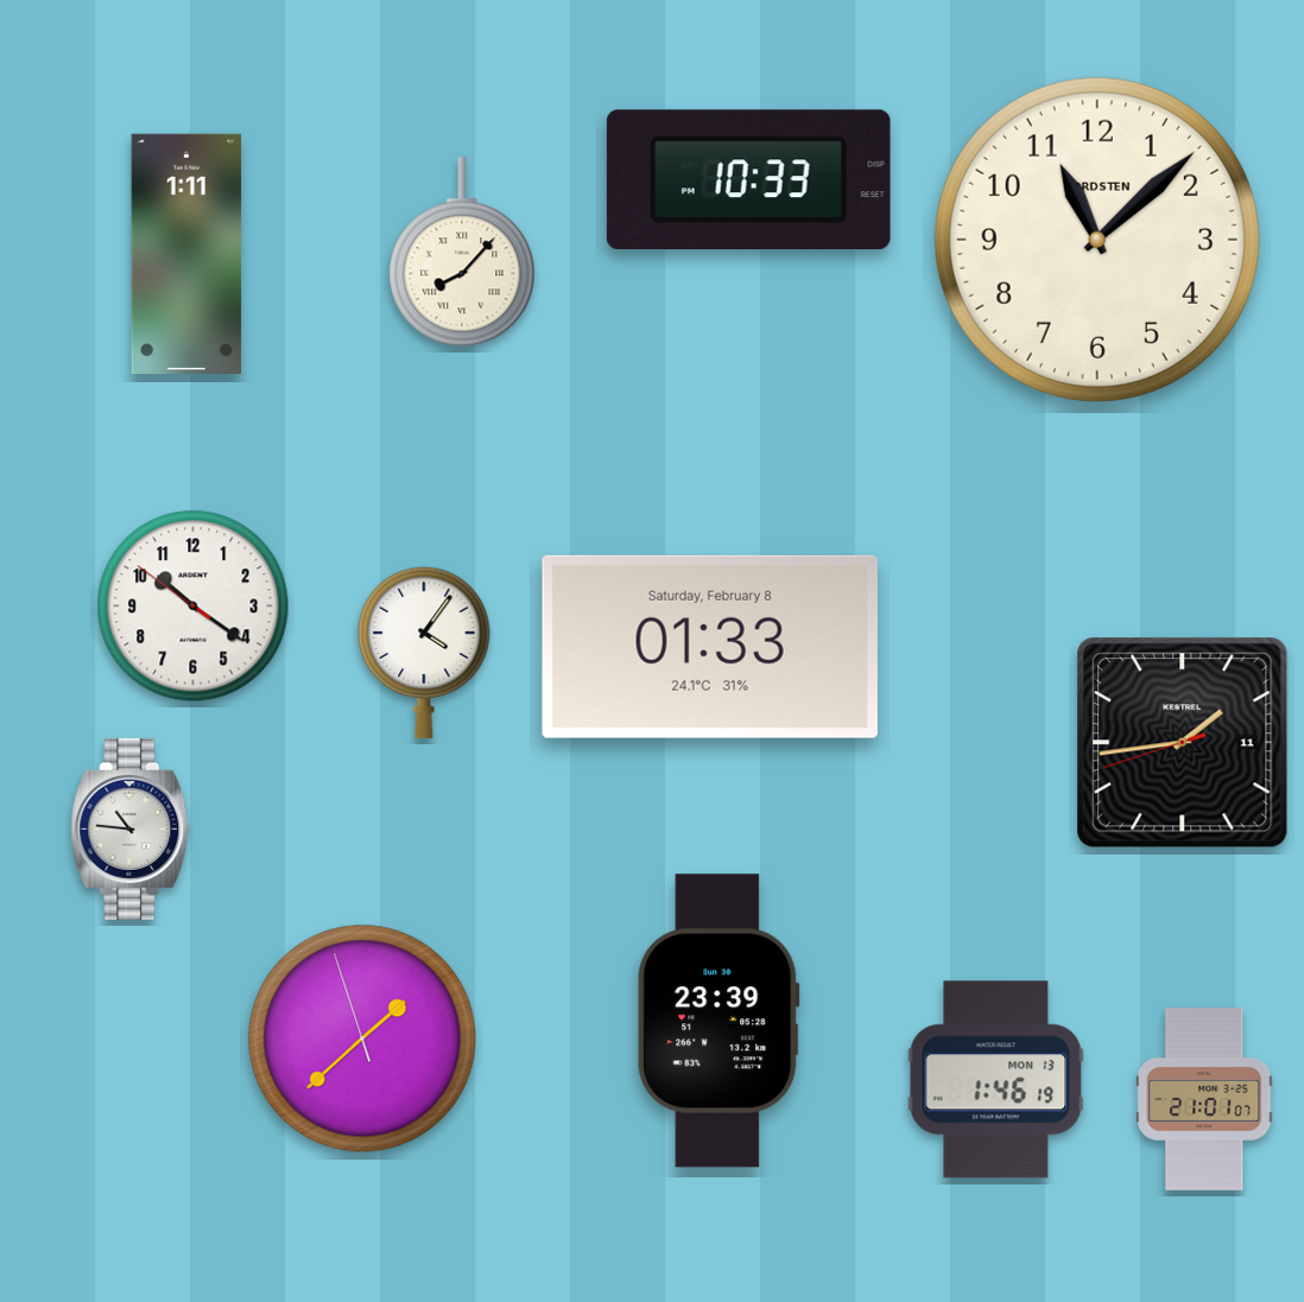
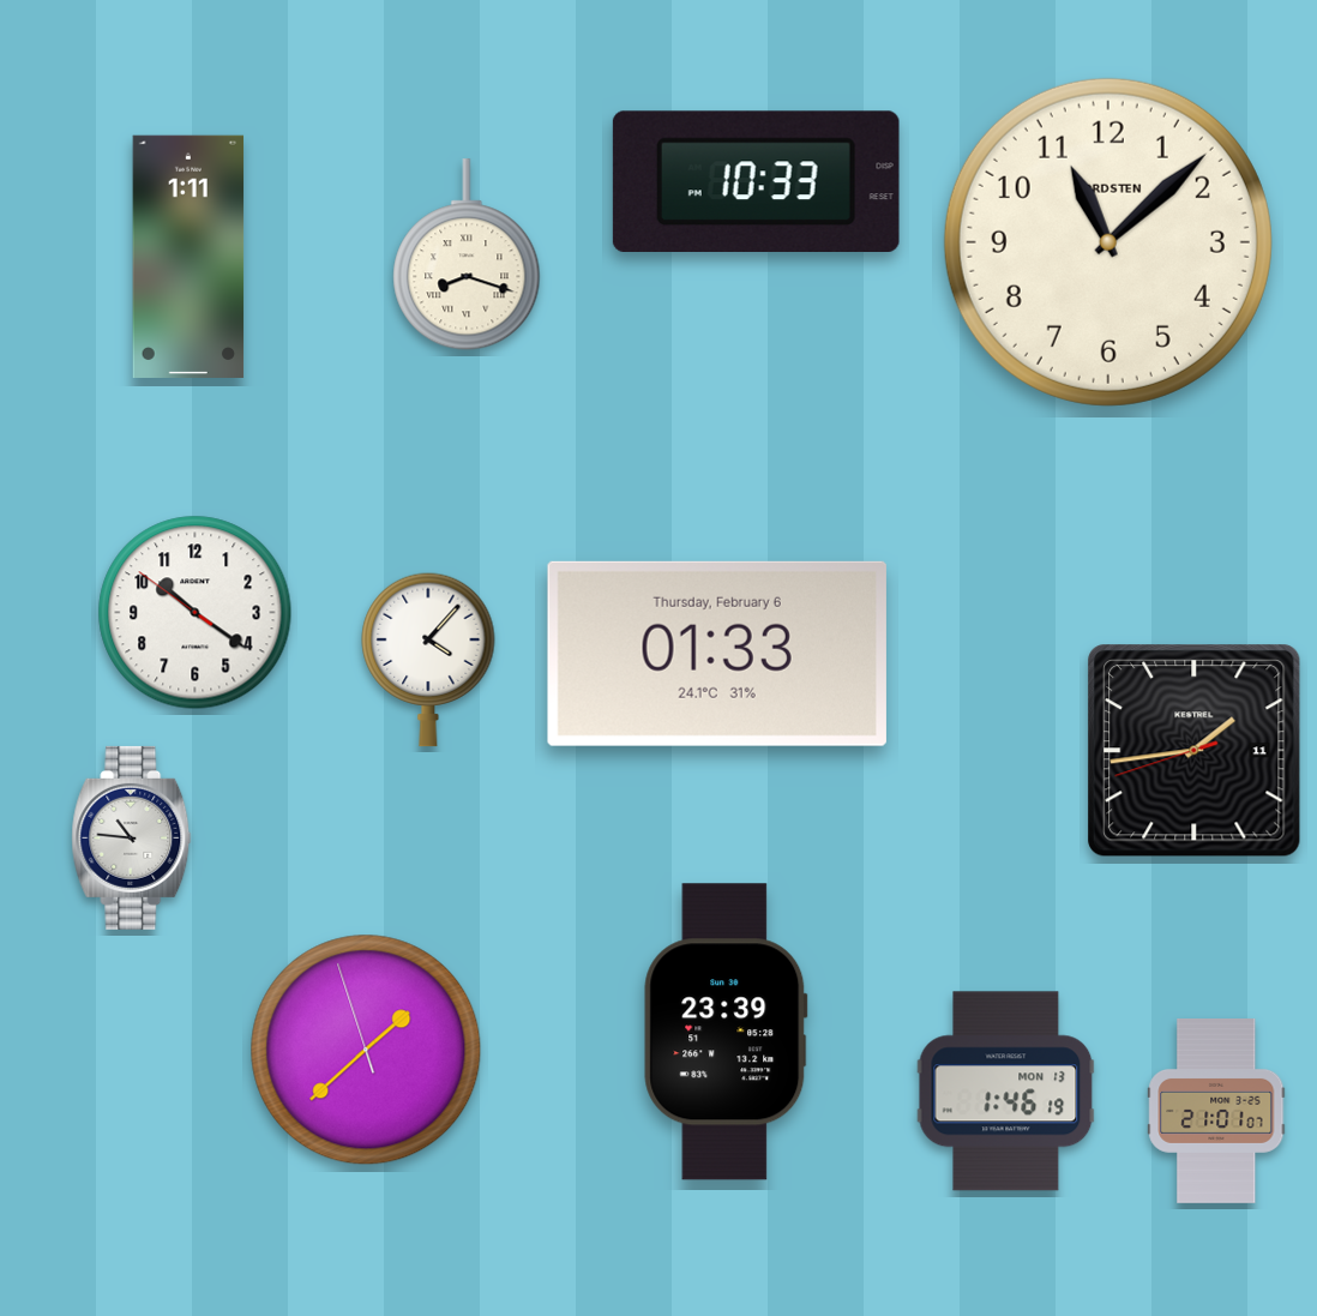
clock at (462, 253): 8:07 -> 8:18
clock at (710, 647) date: Saturday, February 8 -> Thursday, February 6
clock at (424, 653): 4:06 -> 4:07
